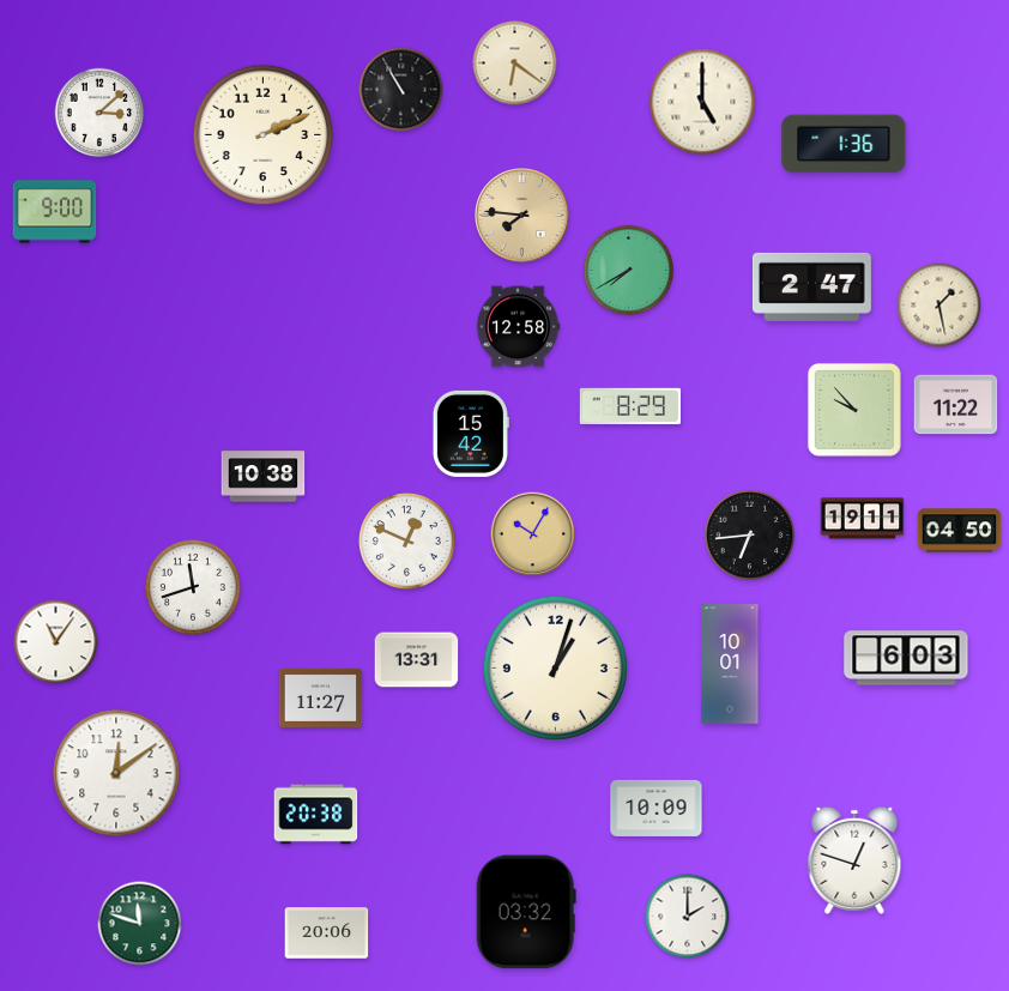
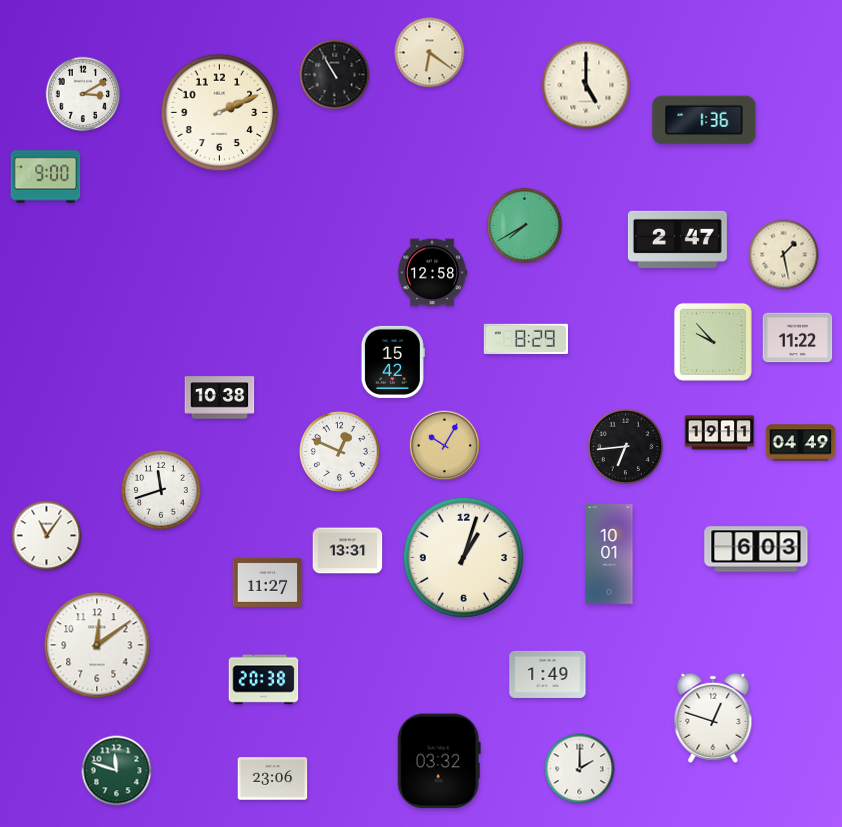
clock at (99, 113): 3:08 -> 3:10
clock at (522, 216): 7:46 -> none
clock at (960, 531): 04:50 -> 04:49
clock at (657, 808): 10:09 -> 1:49
clock at (688, 917) position: (688, 917) -> (580, 769)
clock at (327, 933): 20:06 -> 23:06
